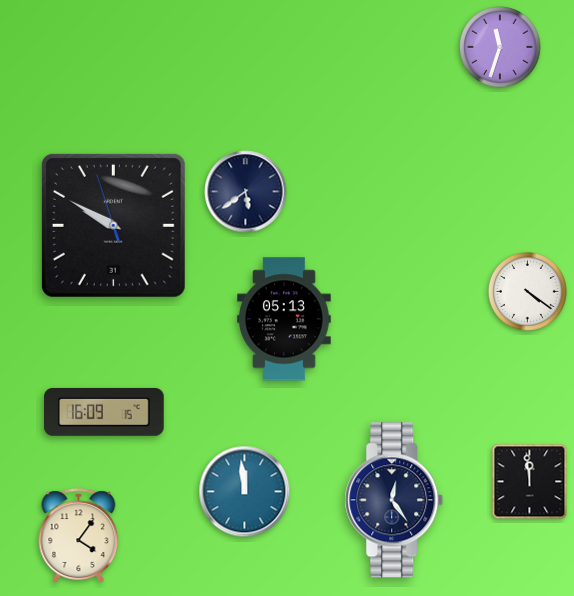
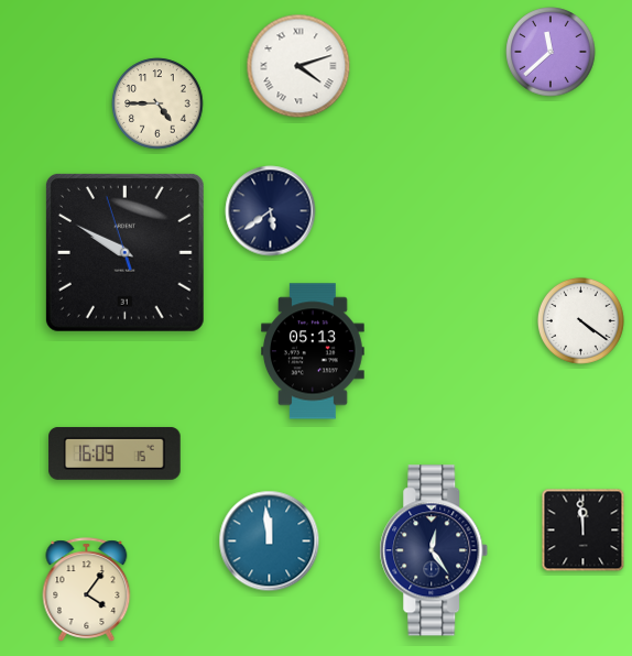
clock at (500, 47): 11:33 -> 11:38
clock at (298, 66): none -> 4:12
clock at (157, 103): none -> 4:45
clock at (113, 225) position: (113, 225) -> (124, 252)
